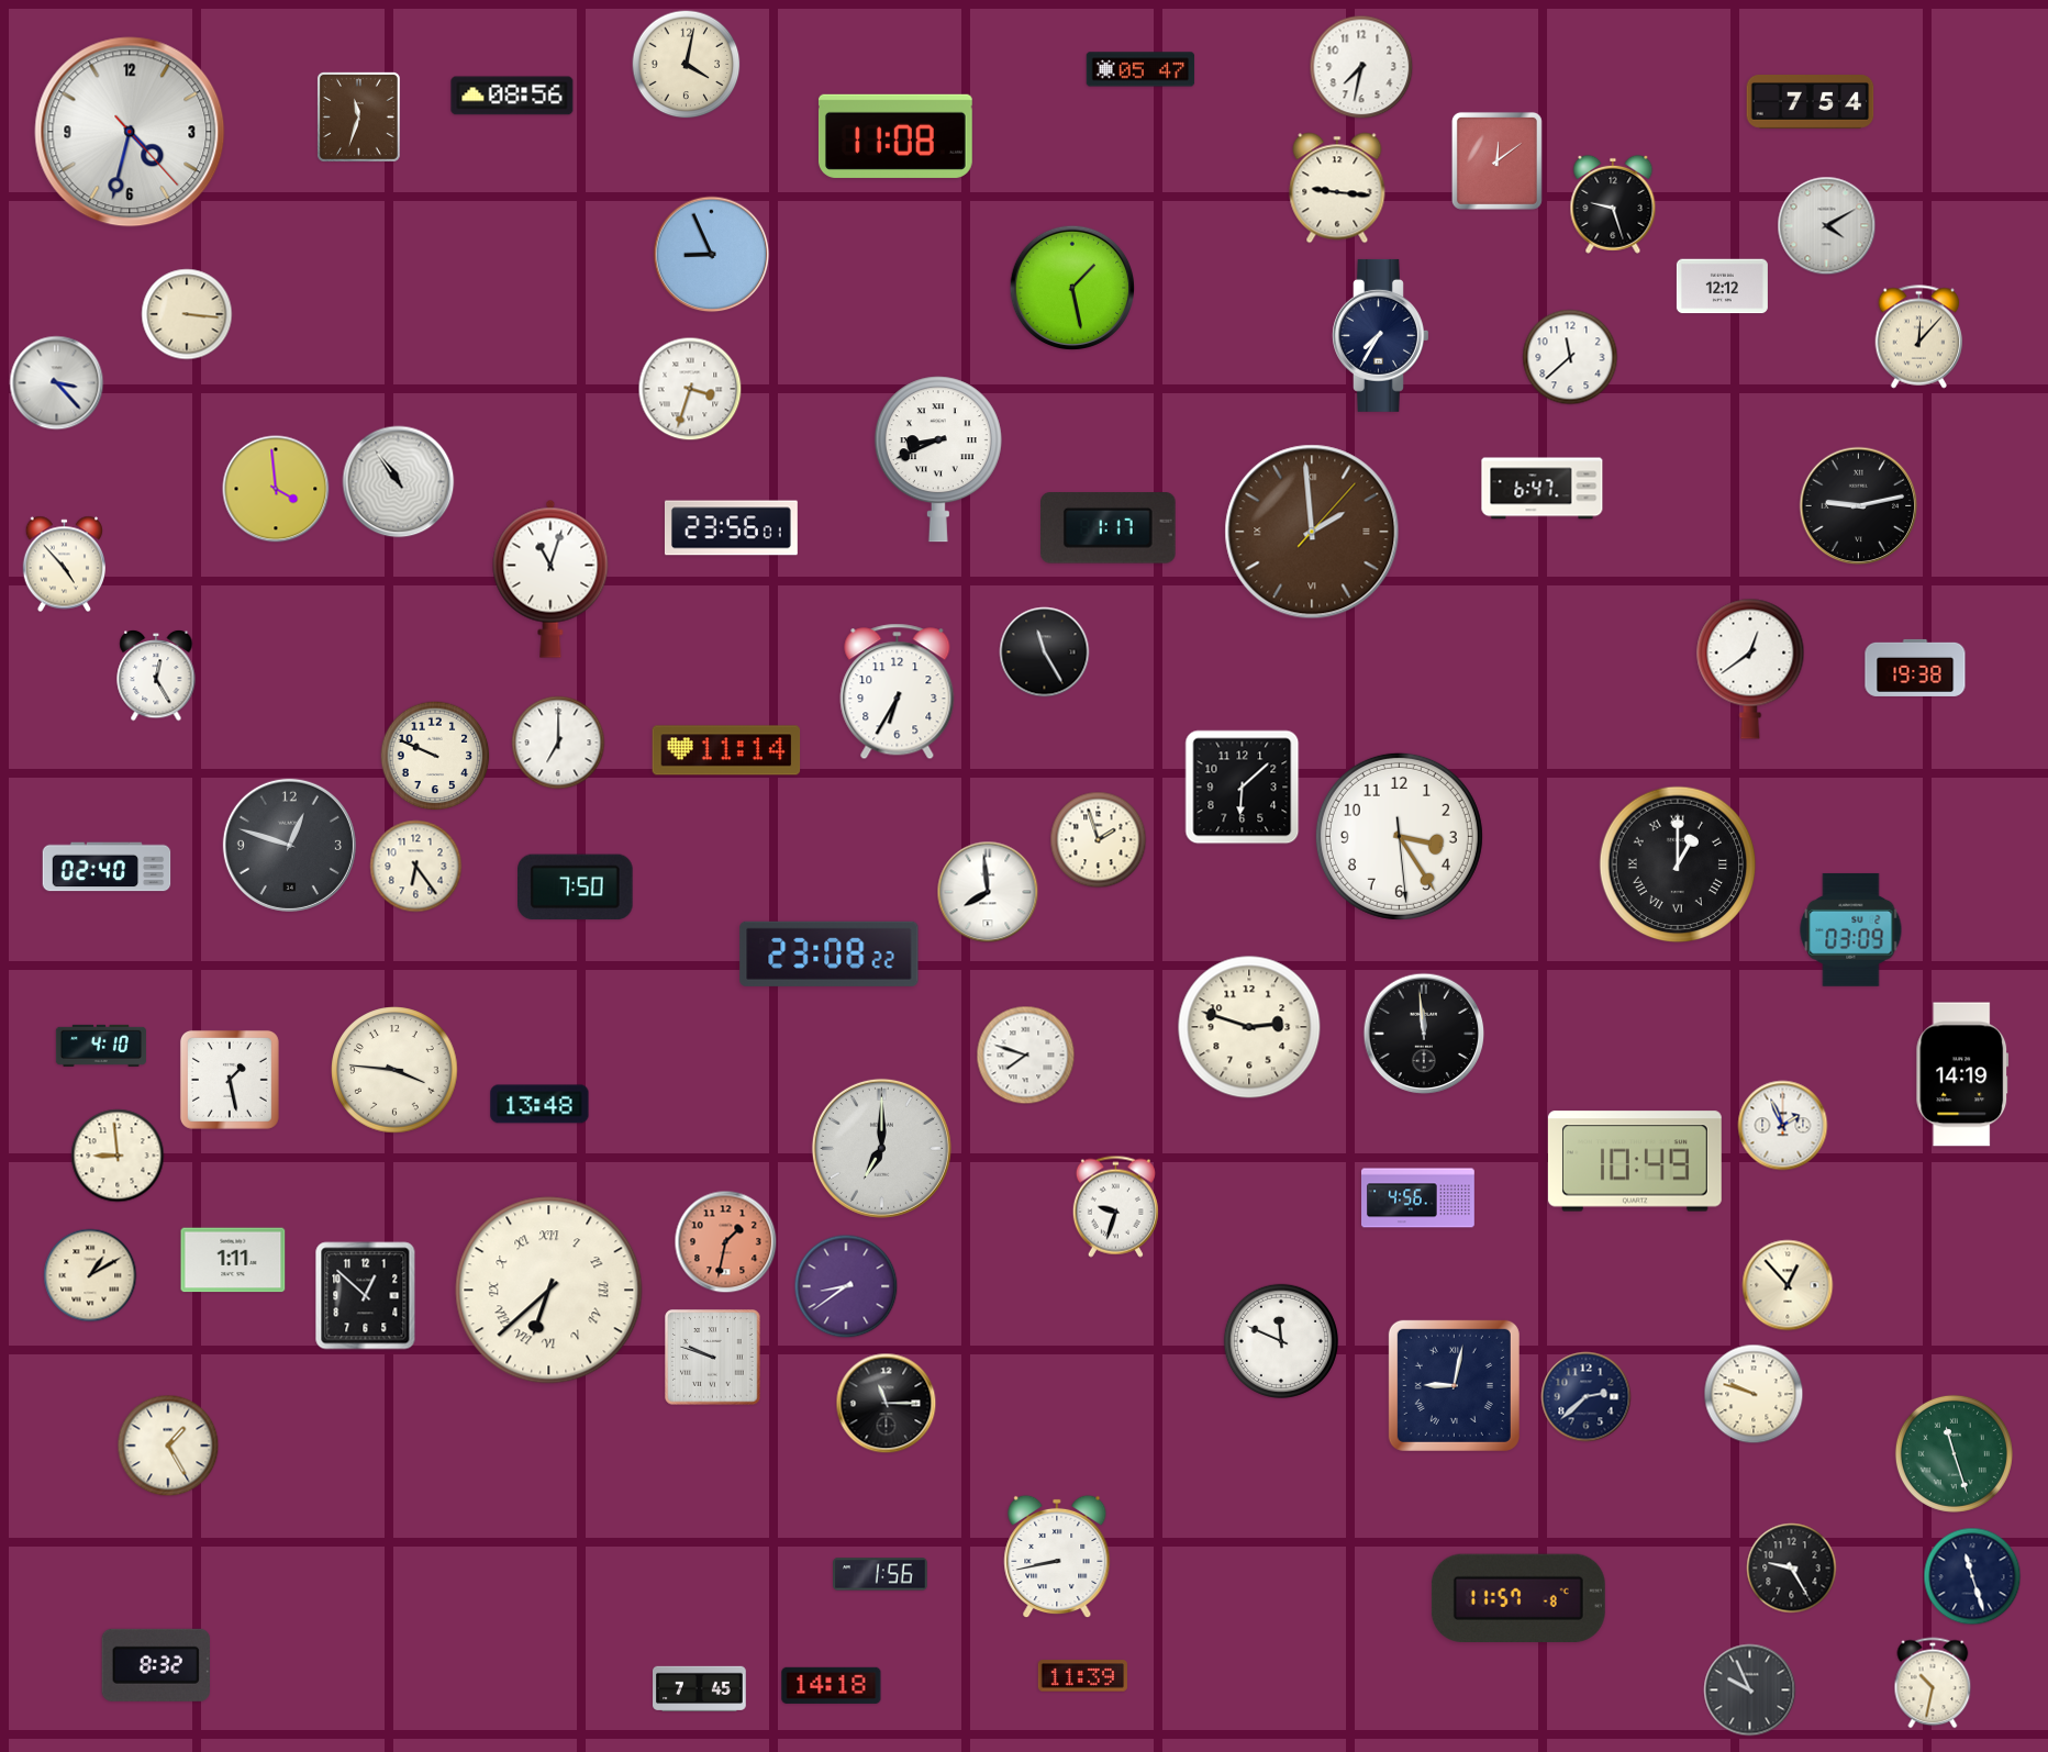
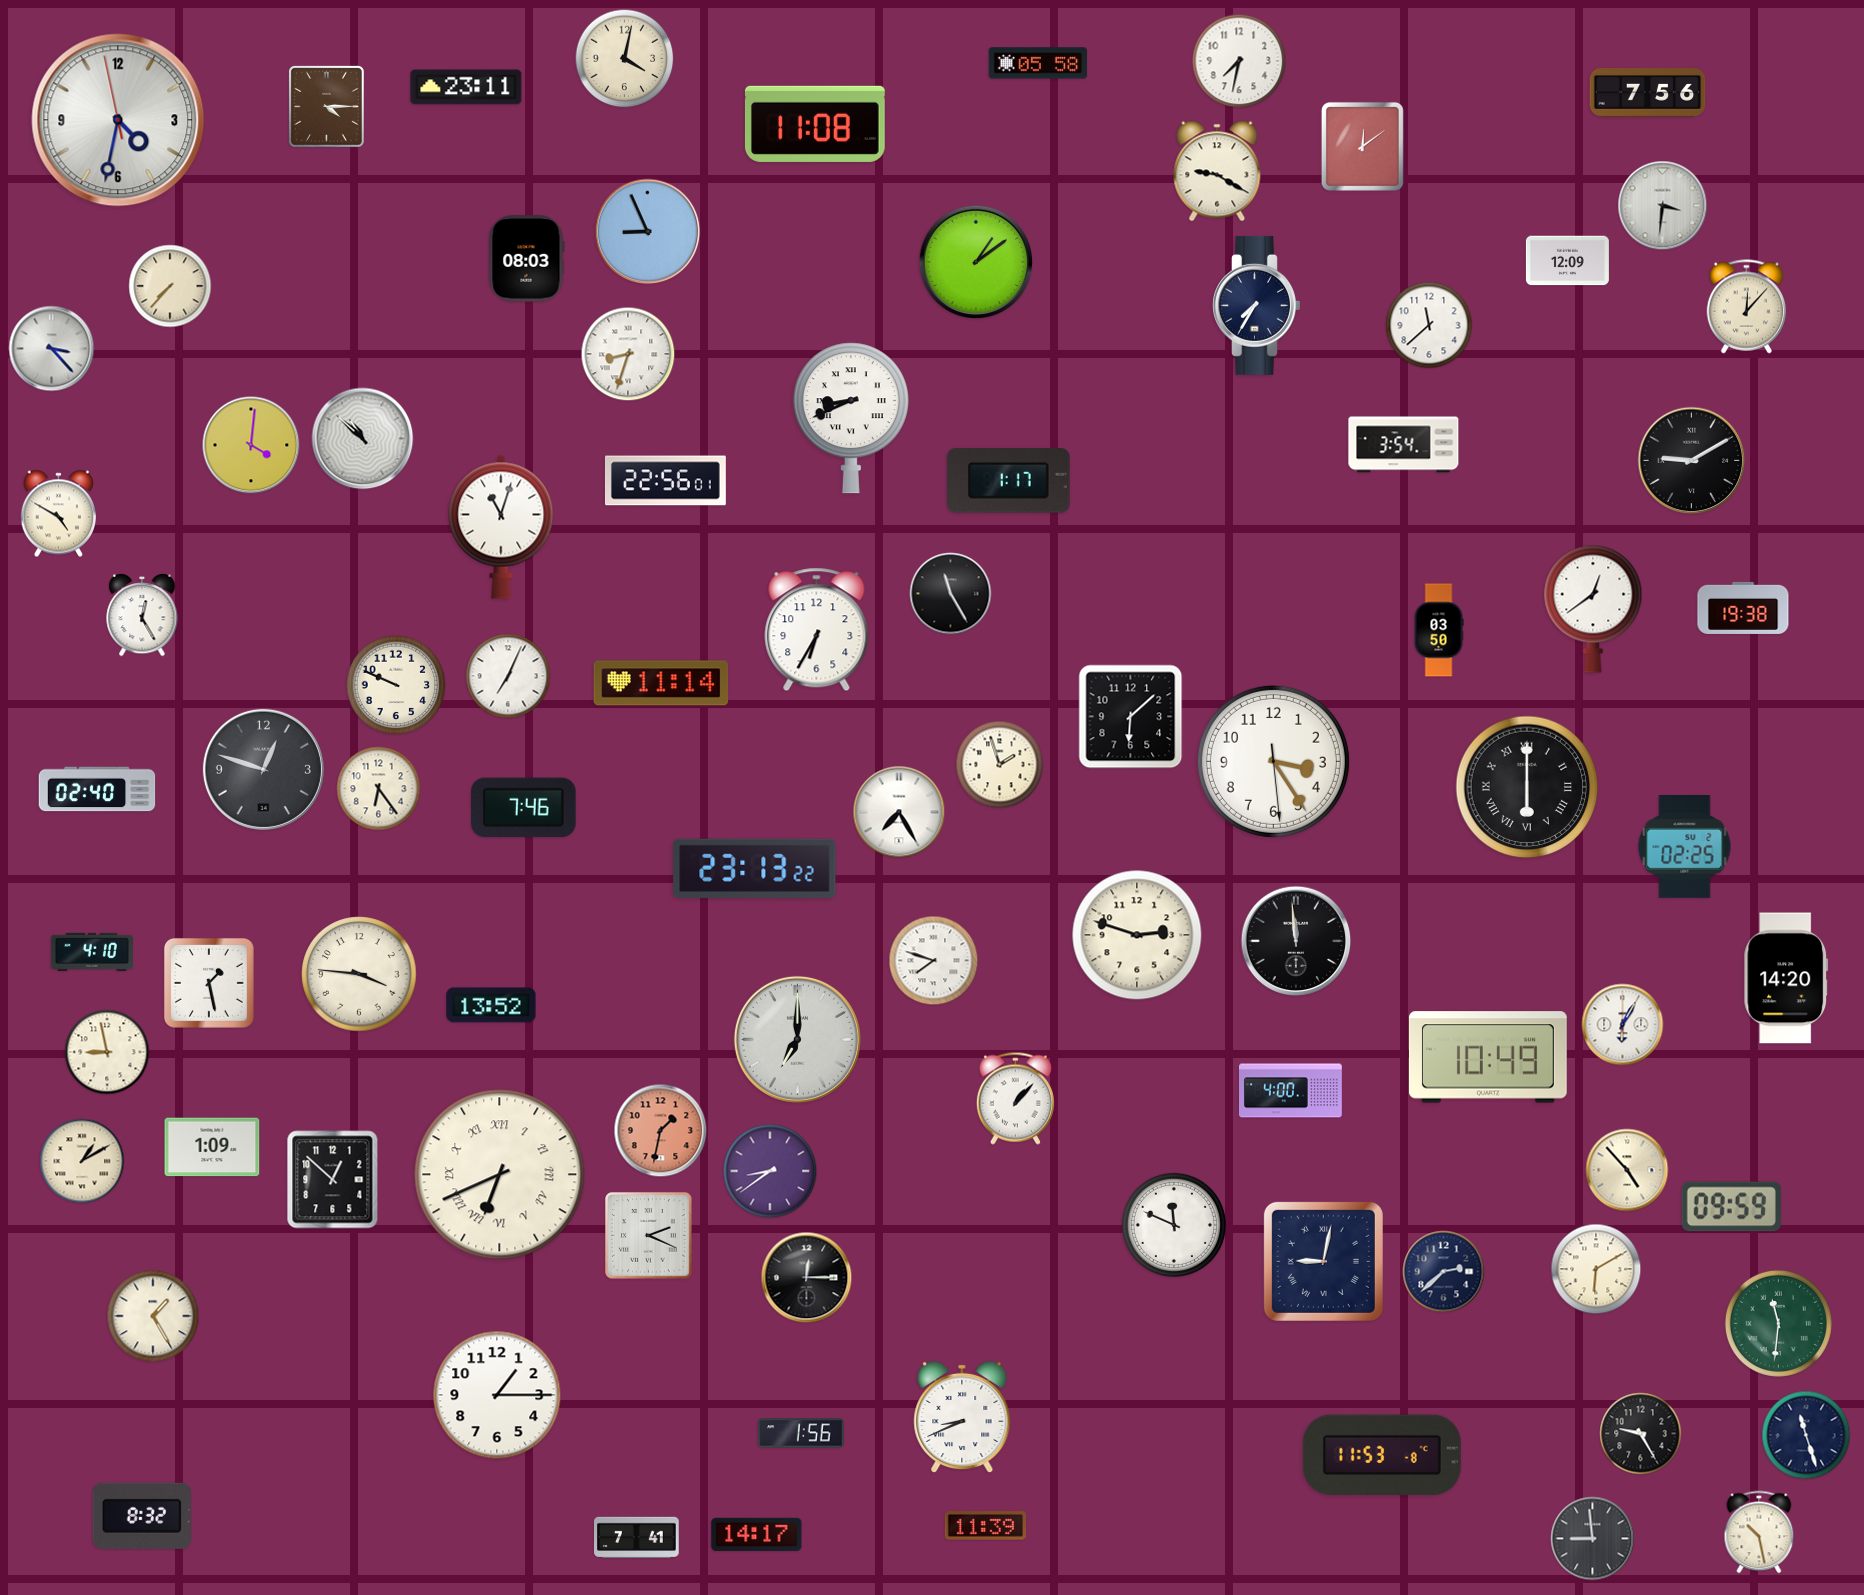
clock at (1140, 69): 05:47 -> 05:58
clock at (512, 96): 08:56 -> 23:11
clock at (1811, 102): 7:54 -> 7:56
clock at (358, 116): 11:33 -> 4:15
clock at (130, 132): 4:32 -> 4:31
clock at (1337, 188): 9:16 -> 9:20
clock at (1613, 204): 9:27 -> none
clock at (1827, 226): 4:10 -> 3:31
clock at (527, 259): none -> 08:03
clock at (1071, 287): 1:28 -> 1:09
clock at (1722, 287): 12:12 -> 12:09
clock at (187, 314): 3:16 -> 7:37
clock at (690, 389): 3:33 -> 8:33
clock at (938, 459) position: (938, 459) -> (851, 418)
clock at (399, 482): 10:54 -> 10:52
clock at (276, 489): 3:59 -> 4:01
clock at (1543, 489): 6:47 -> 3:54
clock at (1859, 506): 9:13 -> 9:10
clock at (731, 528): 23:56 -> 22:56
clock at (1312, 532): 1:59 -> none
clock at (64, 565): 4:53 -> 4:50
clock at (1439, 630): none -> 03:50
clock at (558, 743): 7:00 -> 7:04
clock at (435, 756) position: (435, 756) -> (396, 685)
clock at (1678, 864): 1:00 -> 6:00
clock at (576, 888): 7:50 -> 7:46
clock at (988, 892): 7:59 -> 7:25
clock at (1851, 929): 03:09 -> 02:25
clock at (830, 953): 23:08 -> 23:13
clock at (1962, 1074): 14:19 -> 14:20
clock at (539, 1104): 13:48 -> 13:52
clock at (1783, 1126): 1:56 -> 6:05
clock at (881, 1148) position: (881, 1148) -> (797, 1039)
clock at (118, 1156): 8:59 -> 8:58
clock at (1418, 1198): 4:56 -> 4:00
clock at (1115, 1206): 9:33 -> 1:07
clock at (233, 1260): 1:11 -> 1:09
clock at (1788, 1285): 12:53 -> 4:53
clock at (549, 1291): 6:38 -> 6:41
clock at (1731, 1207): none -> 09:59
clock at (1281, 1341) position: (1281, 1341) -> (1174, 1225)
clock at (713, 1358): 9:48 -> 2:19
clock at (1754, 1394): 9:48 -> 6:10
clock at (887, 1404): 11:15 -> 12:15
clock at (1954, 1453): 11:27 -> 11:31
clock at (497, 1395): none -> 1:15
clock at (1057, 1556): 8:43 -> 8:41
clock at (1792, 1569) position: (1792, 1569) -> (1641, 1434)
clock at (1972, 1576) position: (1972, 1576) -> (1806, 1435)
clock at (1518, 1597): 11:57 -> 11:53
clock at (1933, 1683): 10:32 -> 10:28
clock at (832, 1685): 14:18 -> 14:17
clock at (700, 1688): 7:45 -> 7:41
clock at (1750, 1690): 9:56 -> 8:59
